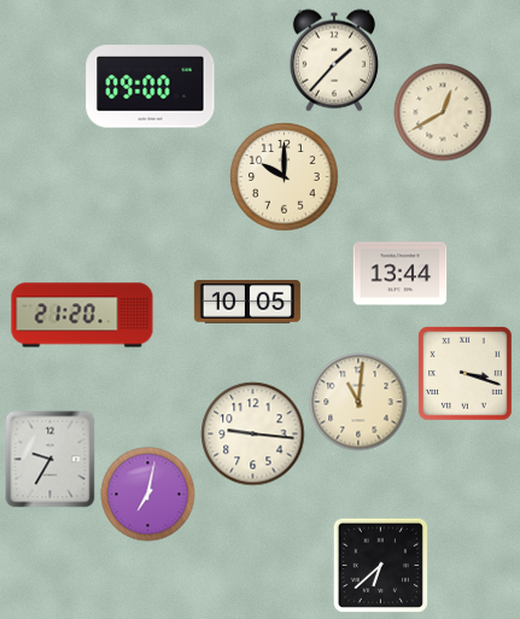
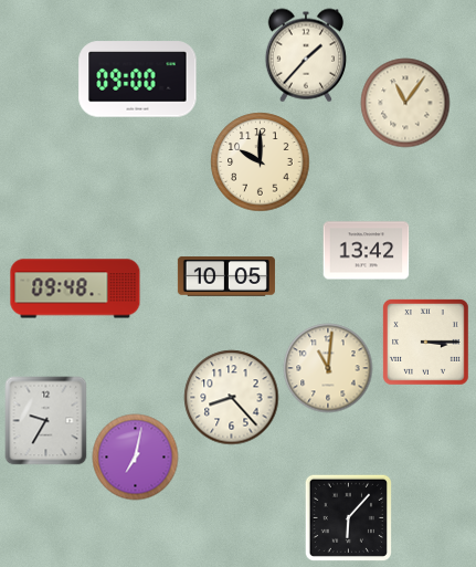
clock at (443, 112): 12:40 -> 11:06
clock at (399, 274): 13:44 -> 13:42
clock at (82, 315): 21:20 -> 09:48
clock at (465, 373): 3:18 -> 3:15
clock at (252, 433): 9:16 -> 8:23
clock at (147, 494) position: (147, 494) -> (135, 456)
clock at (380, 565): 6:38 -> 6:07
